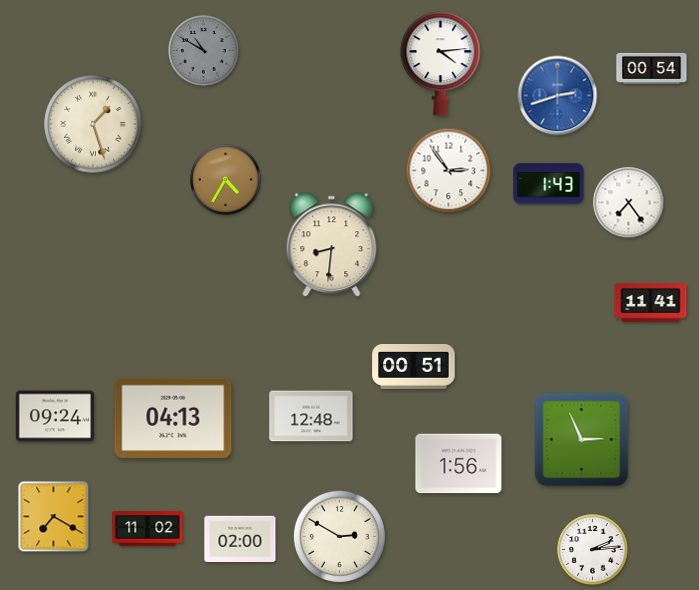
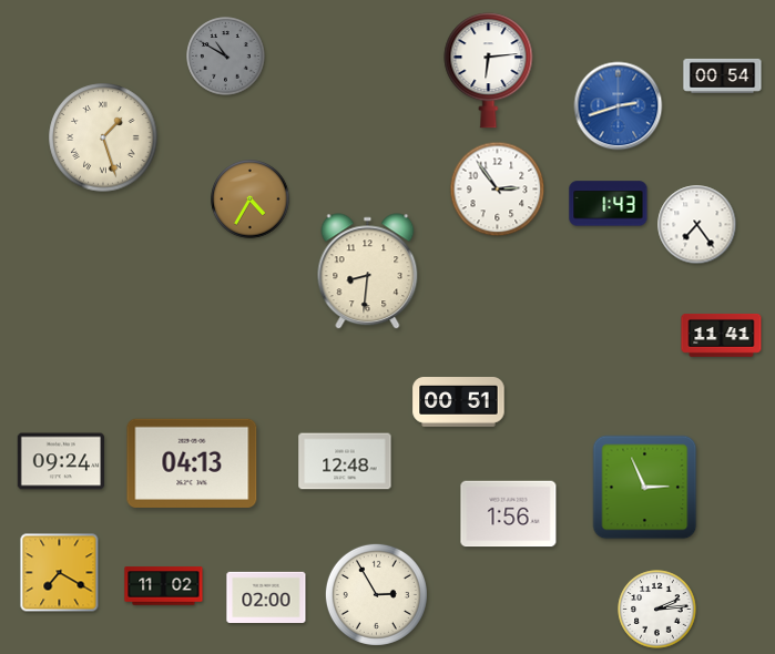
clock at (441, 64): 4:14 -> 6:14
clock at (414, 367) position: (414, 367) -> (459, 402)
clock at (339, 536): 2:50 -> 2:55
